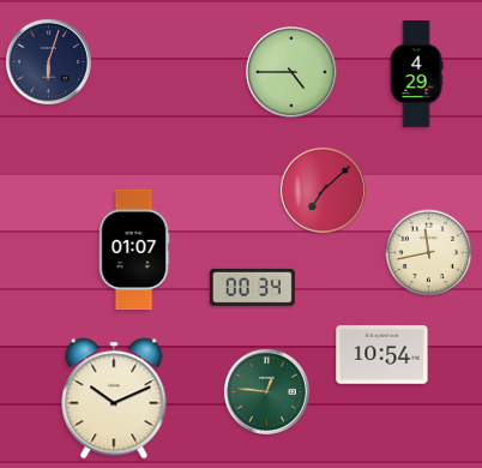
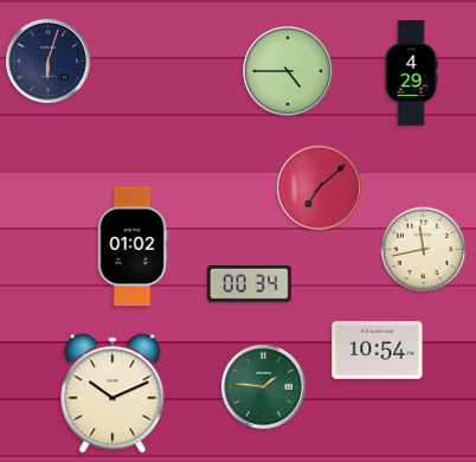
clock at (134, 250): 01:07 -> 01:02
clock at (266, 391): 12:46 -> 1:46
